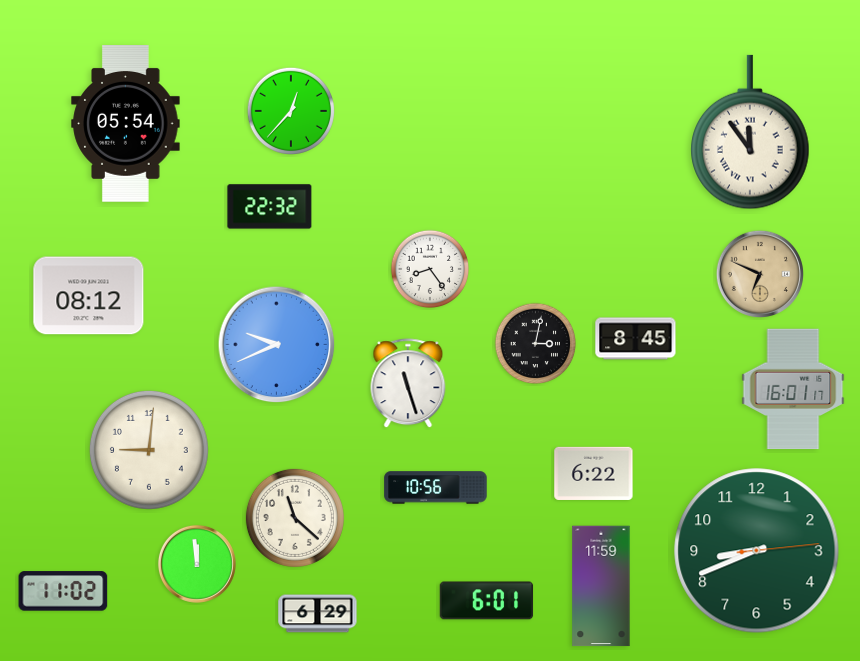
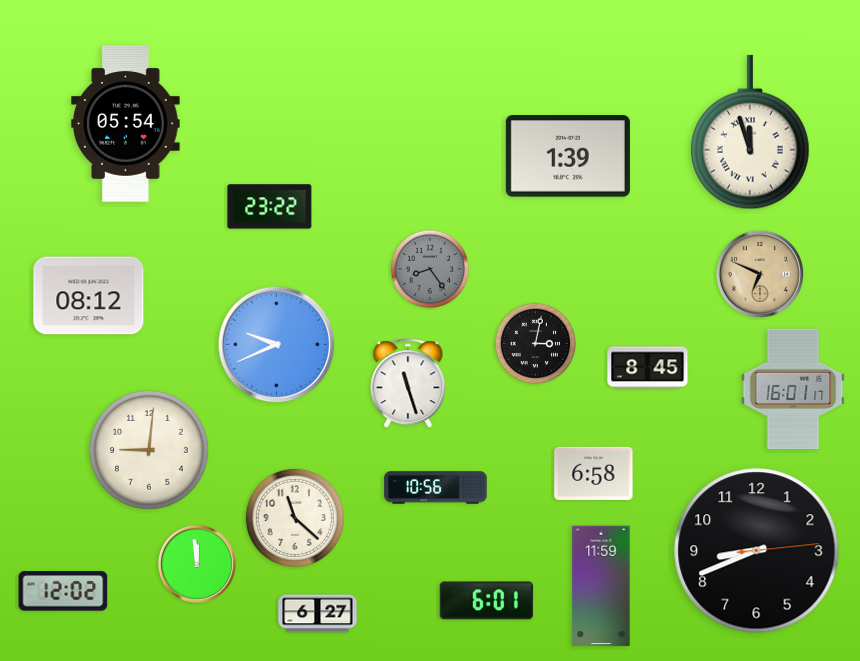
clock at (290, 110): 12:37 -> none
clock at (750, 132): 11:54 -> 11:57
clock at (568, 156): none -> 1:39
clock at (270, 207): 22:32 -> 23:22
clock at (430, 269) dial: white -> grey
clock at (636, 339) position: (636, 339) -> (648, 368)
clock at (594, 473): 6:22 -> 6:58
clock at (757, 551) dial: green -> black
clock at (63, 591): 11:02 -> 12:02
clock at (318, 614): 6:29 -> 6:27
